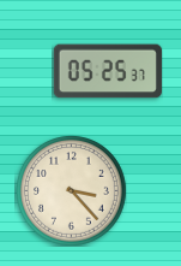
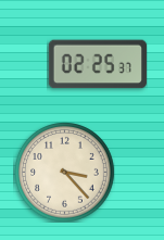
clock at (108, 71): 05:25 -> 02:25
